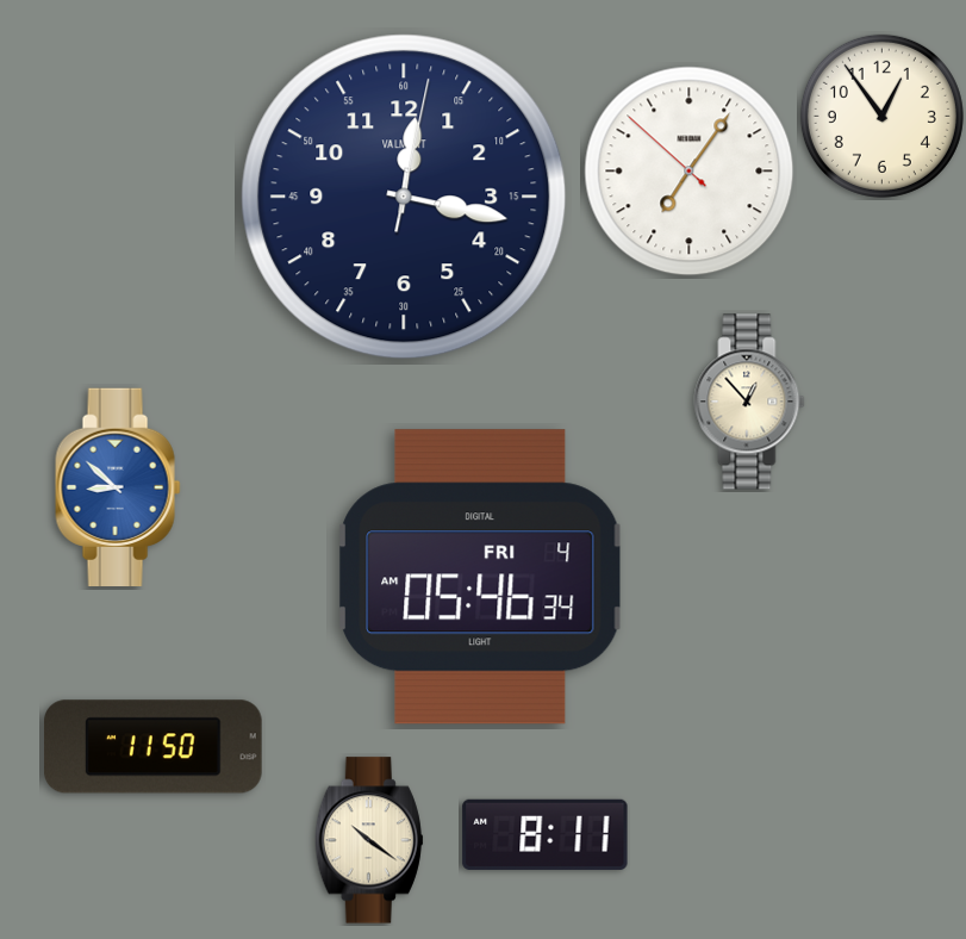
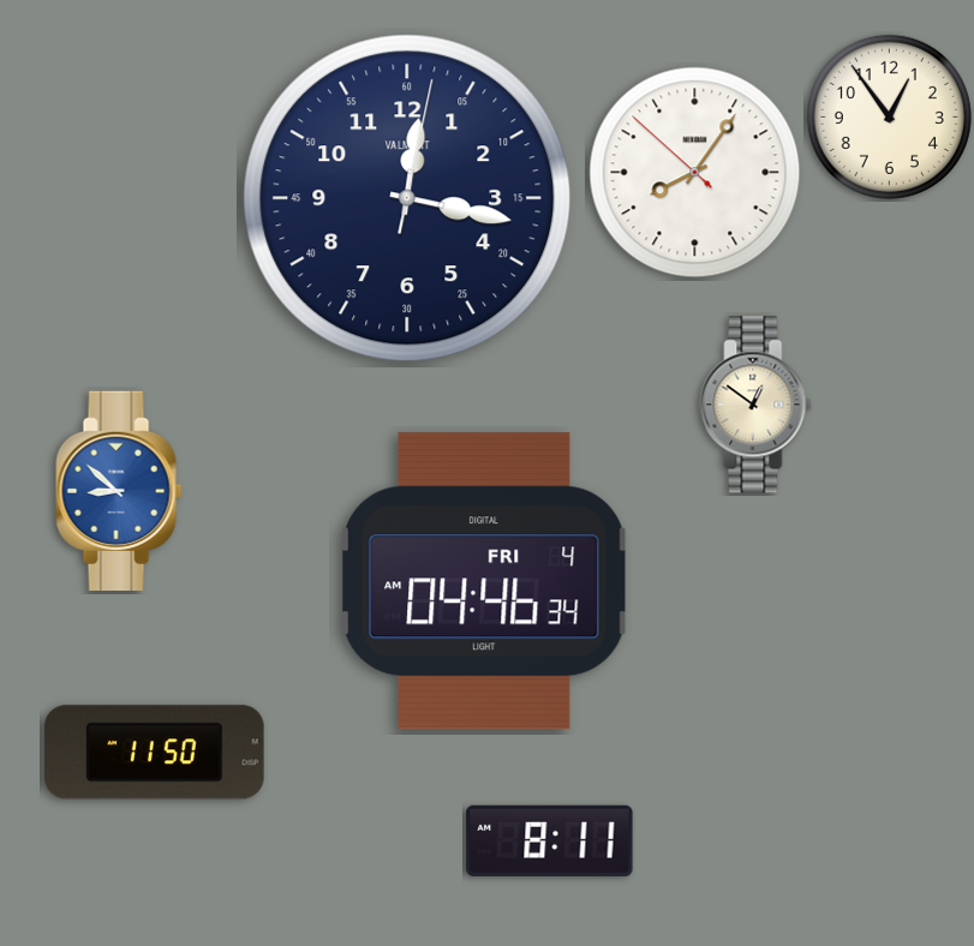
clock at (690, 172): 7:05 -> 8:05
clock at (749, 402): 12:53 -> 12:51
clock at (480, 577): 05:46 -> 04:46
clock at (369, 840): 10:21 -> none
